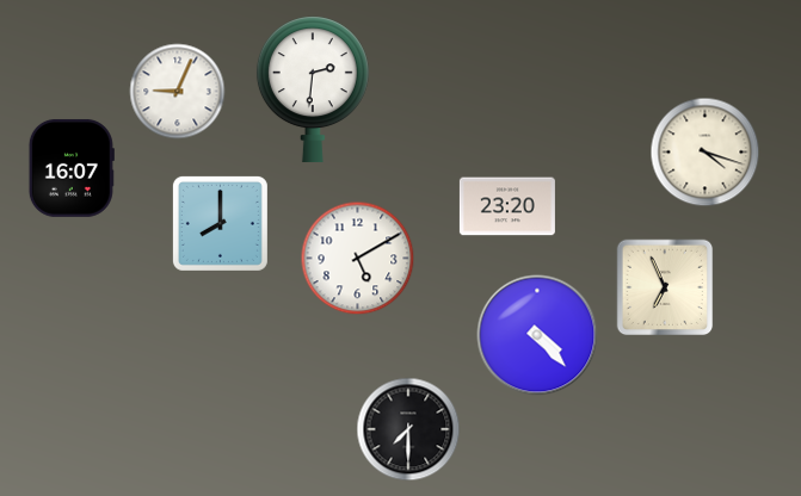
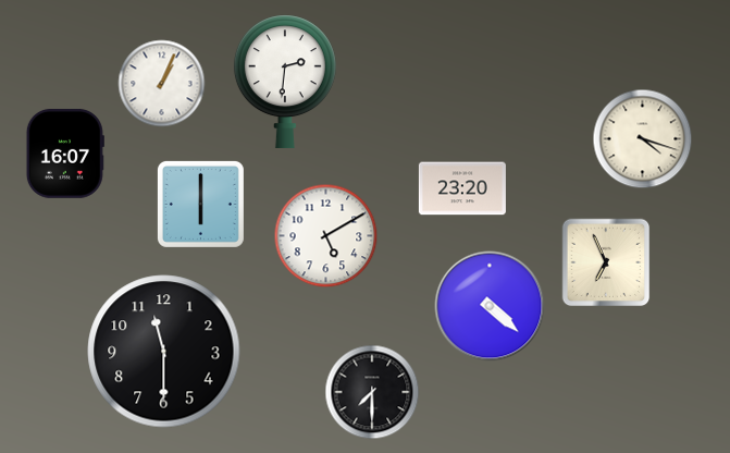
clock at (178, 92): 9:04 -> 1:04
clock at (220, 223): 8:00 -> 6:00
clock at (537, 335): 4:23 -> 4:22
clock at (164, 352): none -> 11:30
